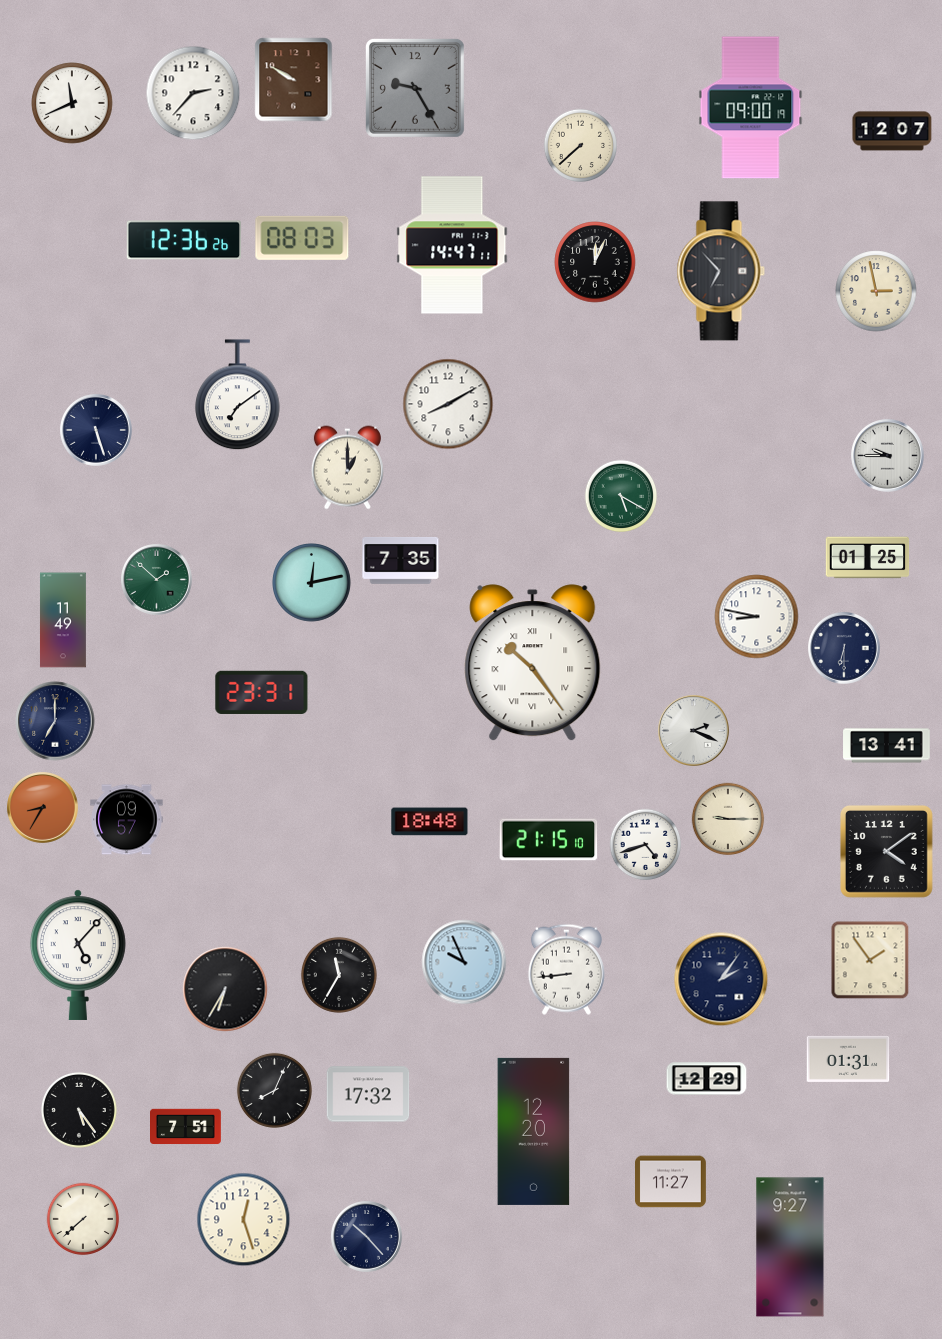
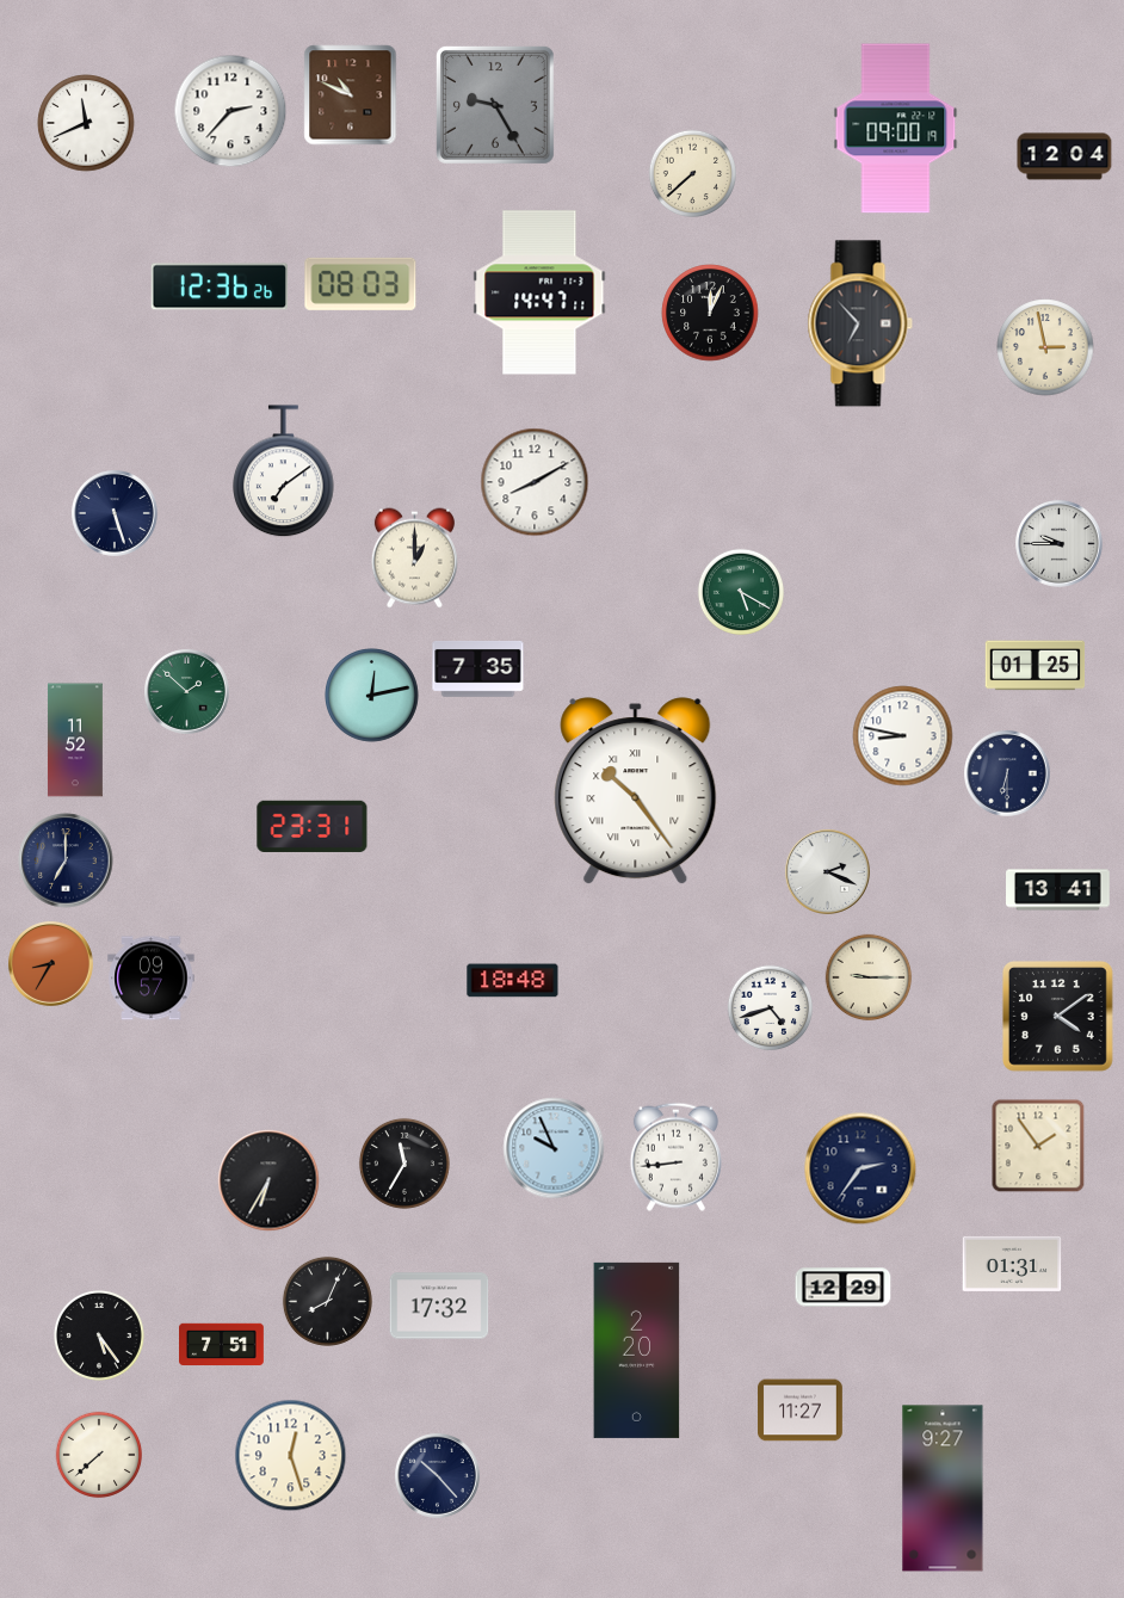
clock at (294, 80): 9:50 -> 10:49
clock at (892, 131): 12:07 -> 12:04
clock at (63, 620): 11:49 -> 11:52
clock at (549, 840): 21:15 -> none
clock at (78, 955): 5:07 -> none
clock at (721, 979): 2:06 -> 2:36
clock at (79, 1110) position: (79, 1110) -> (99, 1335)
clock at (534, 1131): 12:20 -> 2:20
